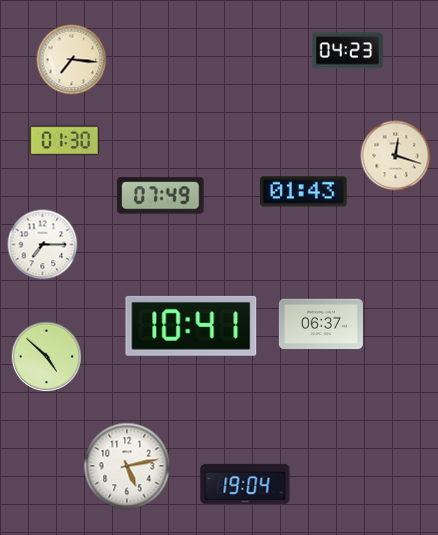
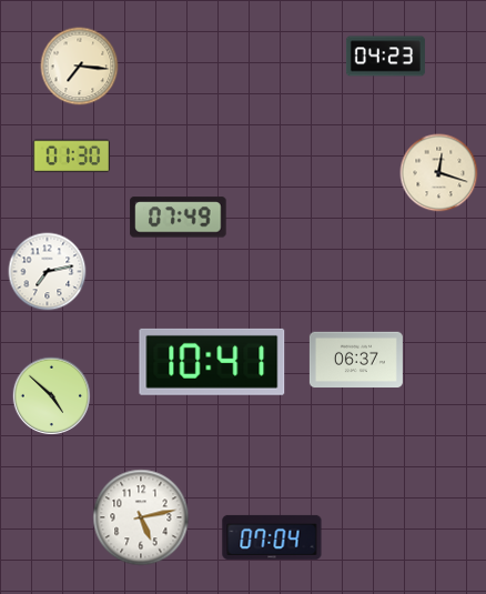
clock at (304, 192): 01:43 -> none
clock at (43, 245): 7:15 -> 7:13
clock at (245, 484): 19:04 -> 07:04
